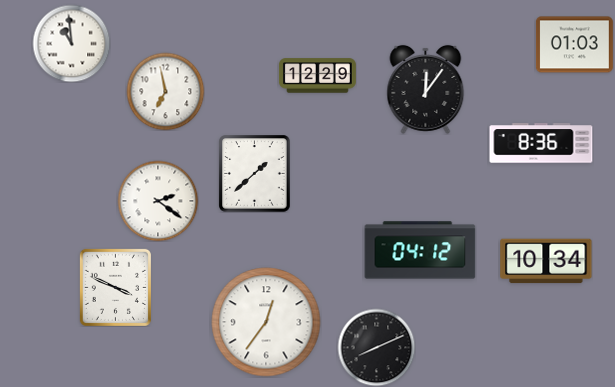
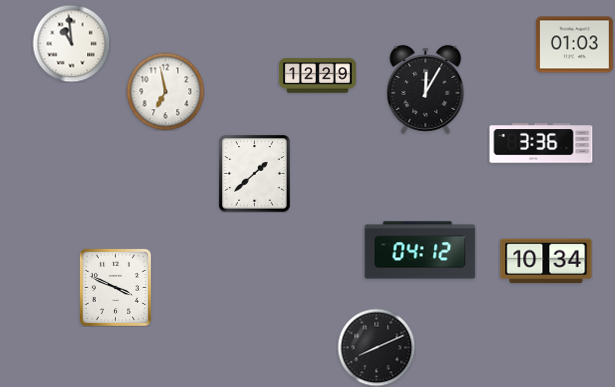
clock at (426, 89): 12:06 -> 12:05
clock at (541, 143): 8:36 -> 3:36
clock at (158, 201): 2:21 -> none
clock at (266, 322): 12:36 -> none
